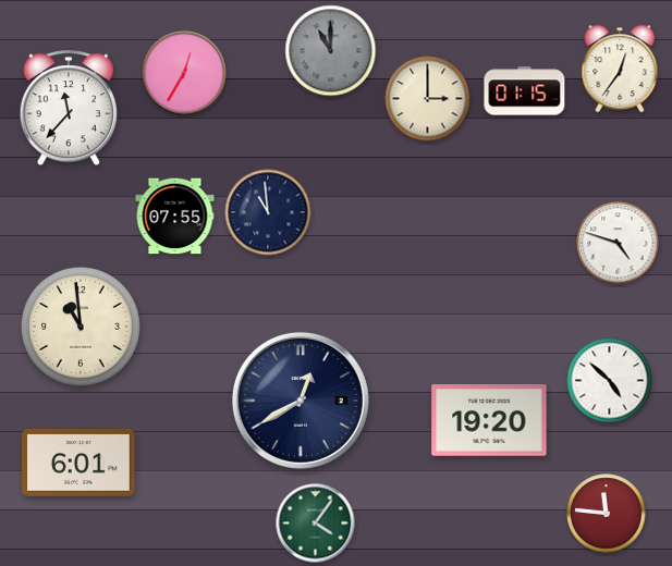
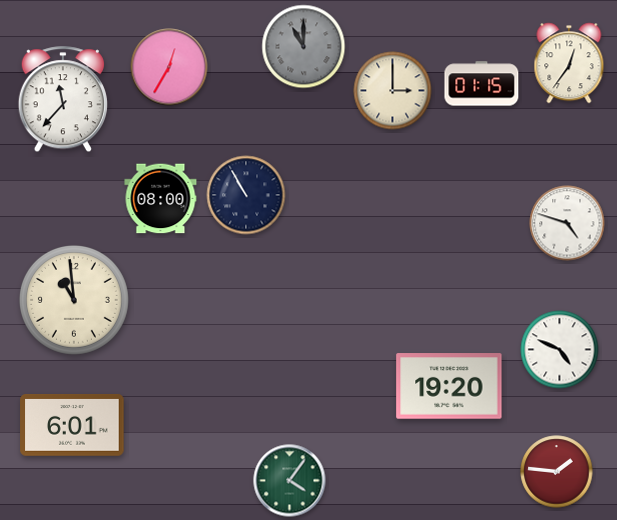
clock at (268, 212): 10:59 -> 10:55
clock at (175, 217): 07:55 -> 08:00
clock at (610, 381): 4:52 -> 4:49
clock at (301, 401): 12:40 -> none
clock at (607, 514): 11:46 -> 1:46
